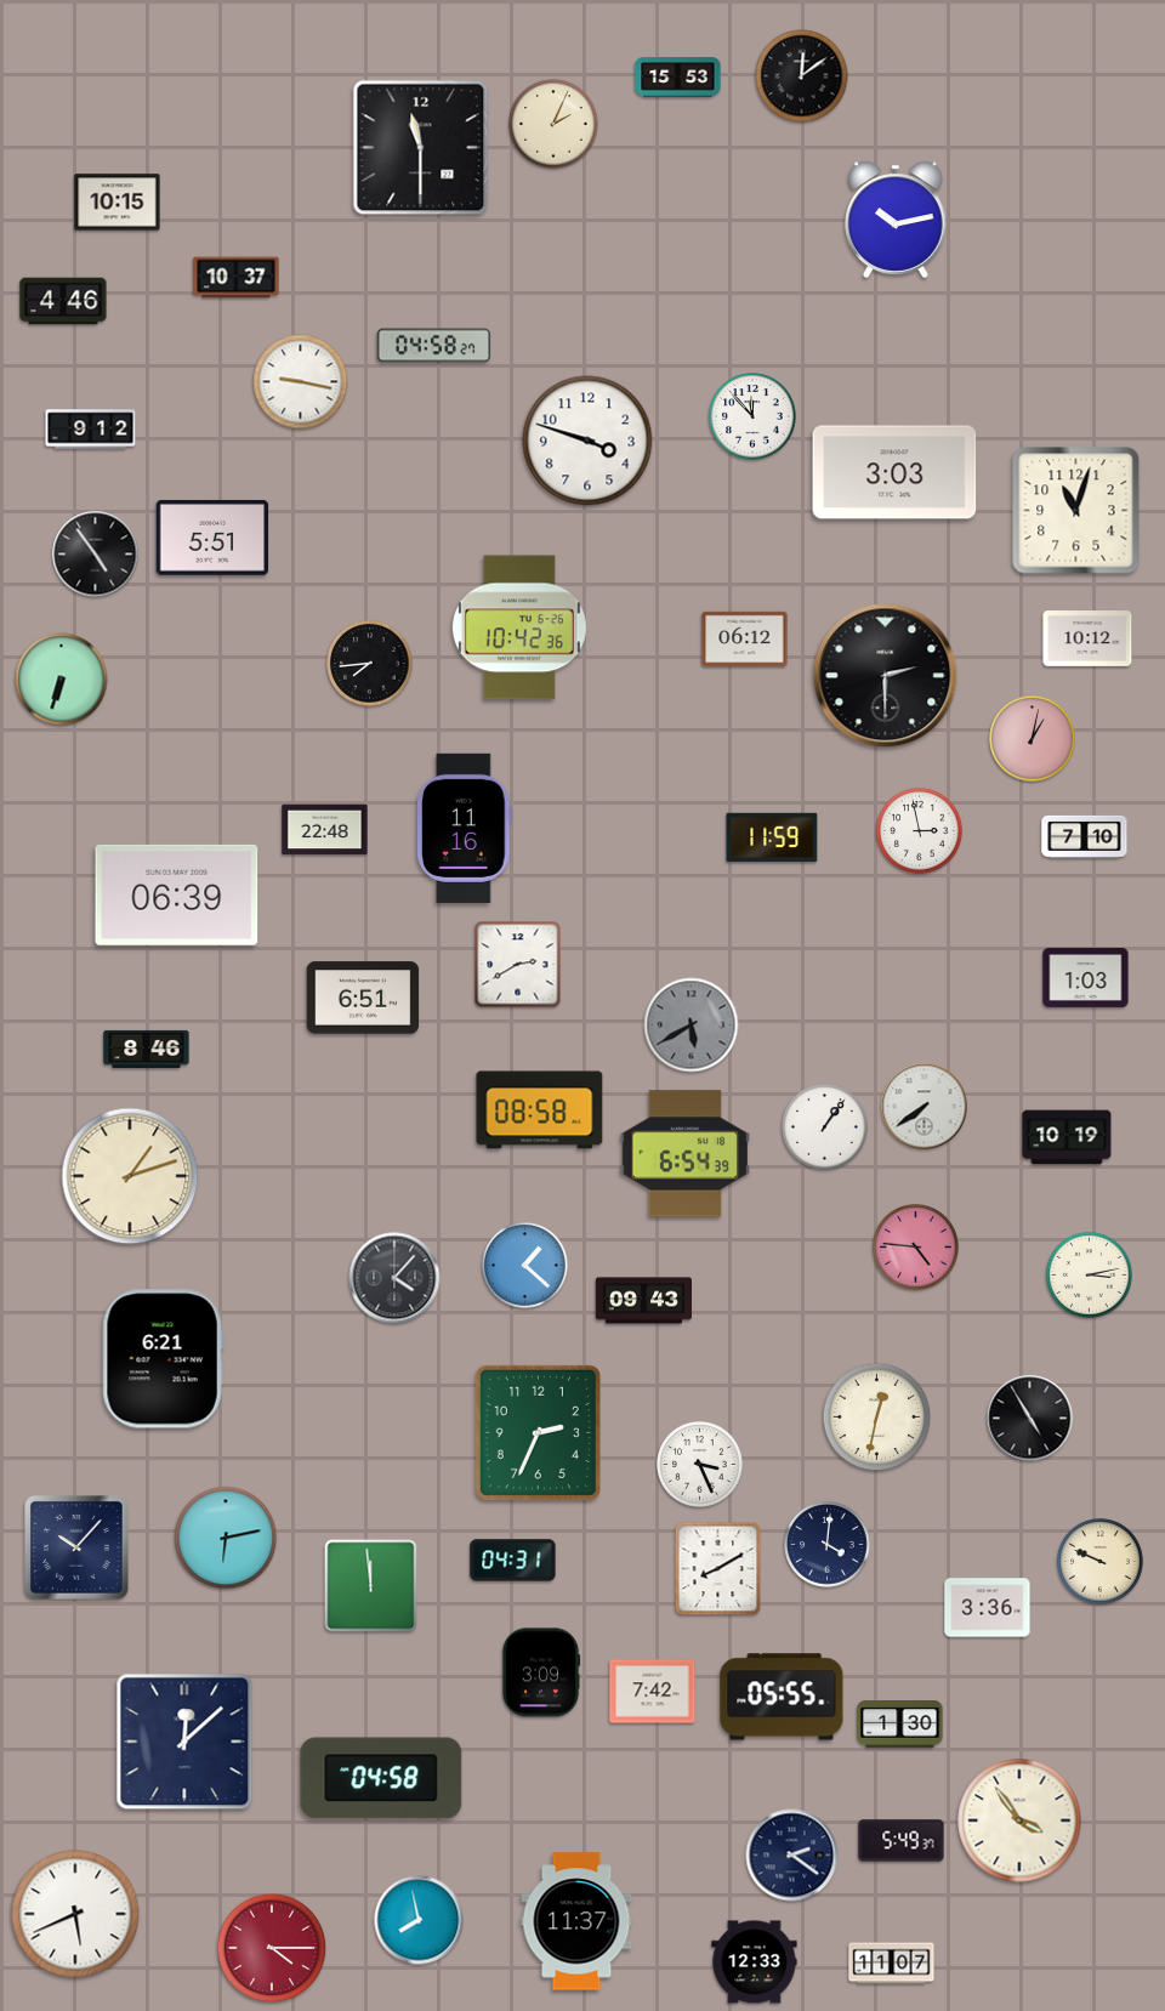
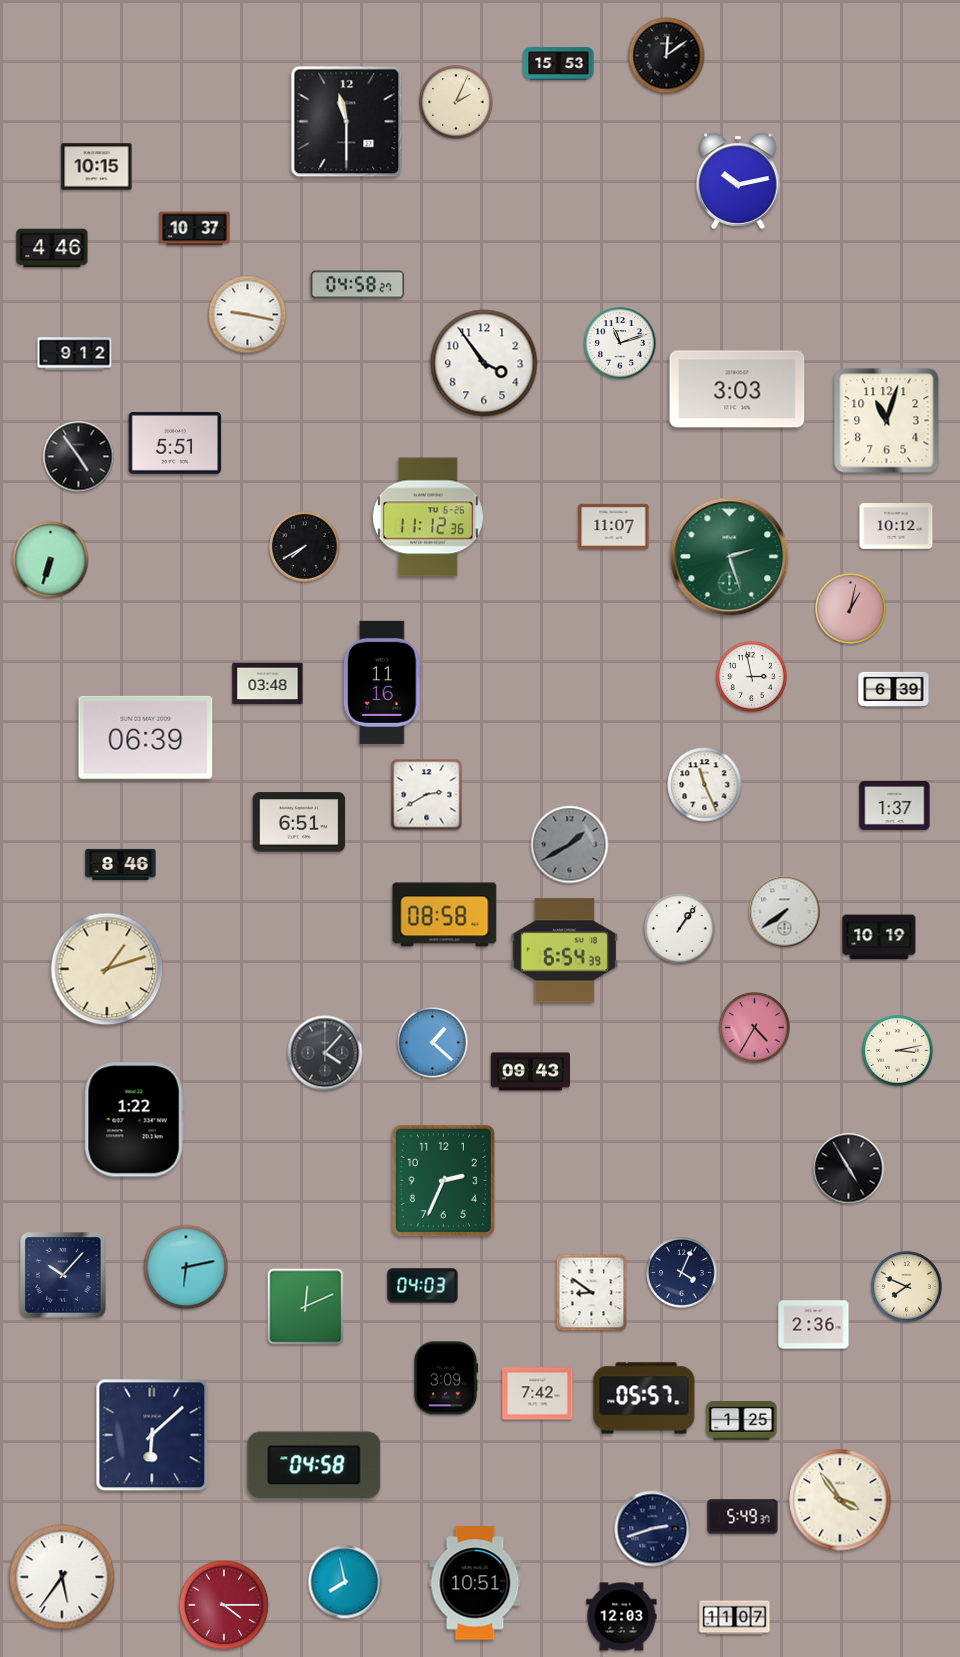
clock at (802, 76) position: (802, 76) -> (667, 56)
clock at (752, 416): 11:53 -> 11:12
clock at (587, 441): 3:48 -> 3:54
clock at (519, 627): 10:42 -> 11:12
clock at (745, 640): 06:12 -> 11:07
clock at (370, 664): 7:44 -> 7:40
clock at (886, 676): 2:30 -> 2:27
clock at (886, 676) dial: black -> green
clock at (325, 830): 22:48 -> 03:48
clock at (920, 831) position: (920, 831) -> (752, 677)
clock at (1085, 836): 7:10 -> 6:39
clock at (772, 837): 11:59 -> none
clock at (705, 785): none -> 11:26
clock at (1086, 977): 1:03 -> 1:37
clock at (692, 1026): 5:40 -> 1:40
clock at (925, 1107) position: (925, 1107) -> (785, 912)
clock at (916, 1248): 4:46 -> 4:35
clock at (163, 1359): 6:21 -> 1:22
clock at (877, 1418): 12:32 -> none
clock at (700, 1465): 3:26 -> none
clock at (828, 1545): 4:01 -> 4:04
clock at (513, 1561): 04:31 -> 04:03
clock at (1101, 1562): 9:49 -> 7:49
clock at (718, 1569): 8:10 -> 8:51
clock at (371, 1586): 11:59 -> 12:11
clock at (988, 1608): 3:36 -> 2:36
clock at (782, 1697): 05:55 -> 05:57
clock at (900, 1725): 1:30 -> 1:25
clock at (184, 1742): 12:08 -> 6:08
clock at (792, 1856): 2:21 -> 2:42
clock at (75, 1914): 5:41 -> 5:36
clock at (576, 1921): 11:37 -> 10:51
clock at (755, 1962): 12:33 -> 12:03
